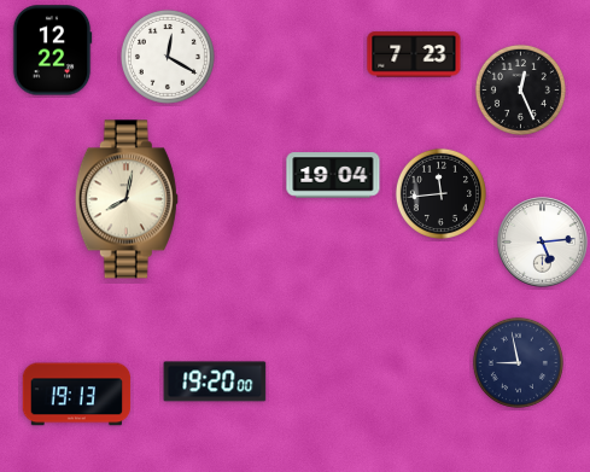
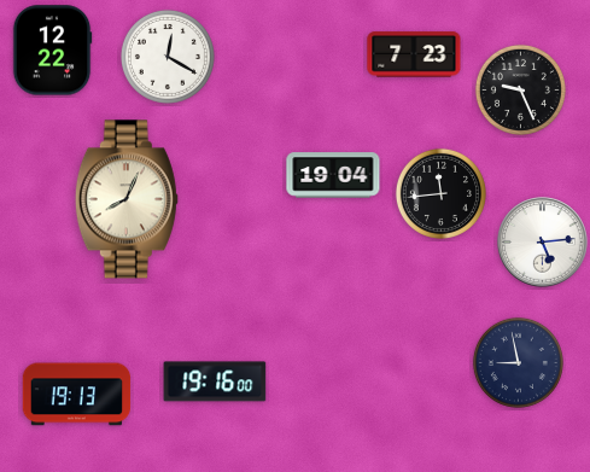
clock at (520, 89): 12:26 -> 9:26
clock at (127, 199): 8:02 -> 8:04
clock at (215, 381): 19:20 -> 19:16
